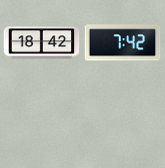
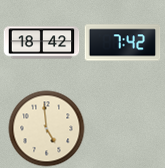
clock at (47, 129): none -> 4:59
